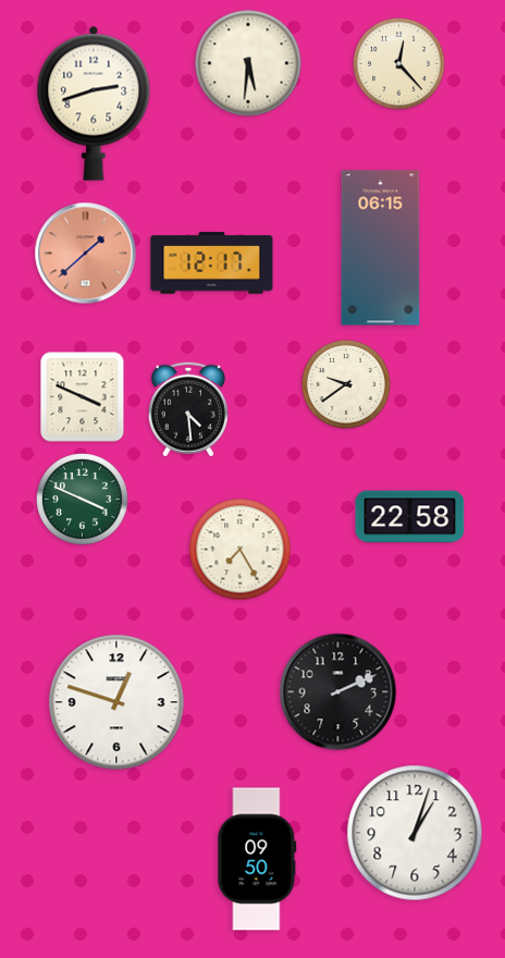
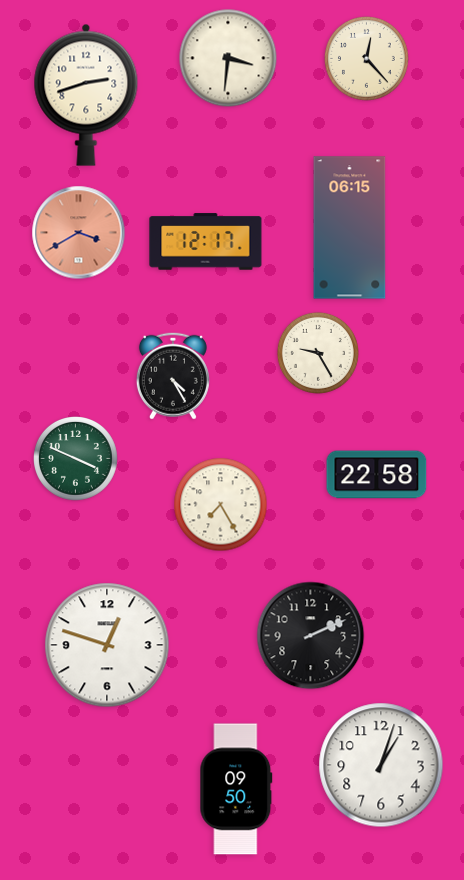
clock at (248, 63): 5:31 -> 3:31
clock at (86, 254): 1:38 -> 3:40
clock at (212, 263) position: (212, 263) -> (206, 242)
clock at (346, 384): 9:39 -> 9:25
clock at (83, 397): 3:49 -> none
clock at (188, 409): 4:29 -> 4:25
